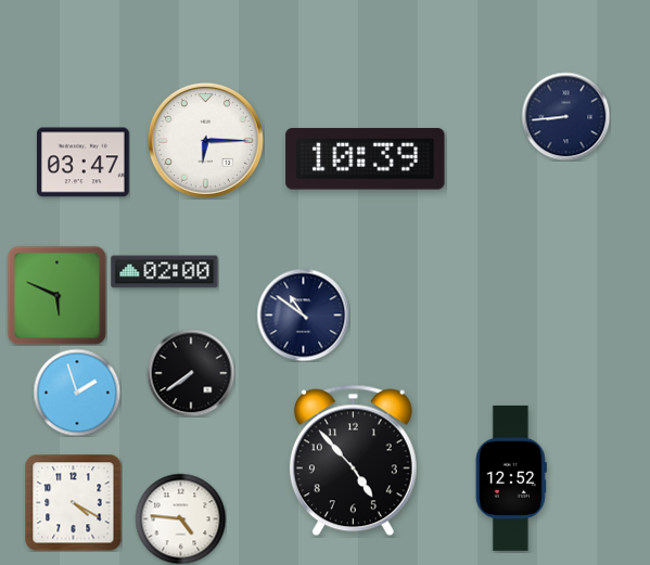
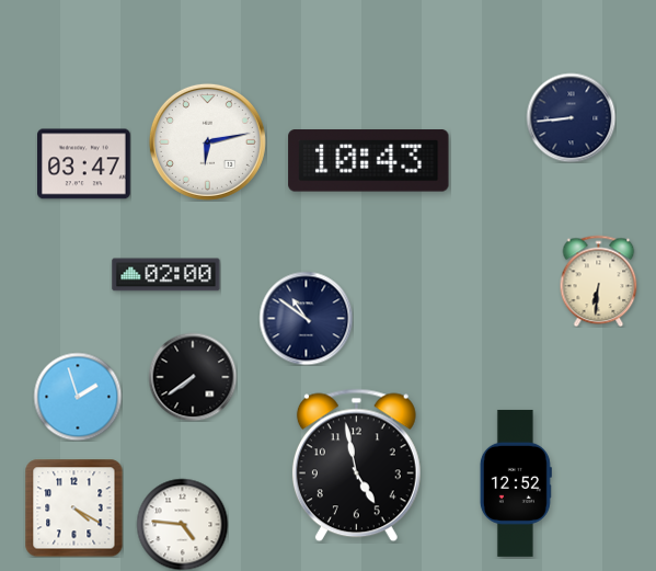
clock at (205, 140): 6:15 -> 6:13
clock at (366, 159): 10:39 -> 10:43
clock at (599, 281): none -> 6:31
clock at (56, 295): 5:49 -> none
clock at (353, 461): 4:53 -> 4:58
